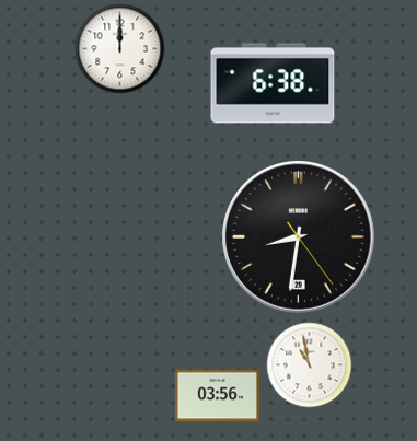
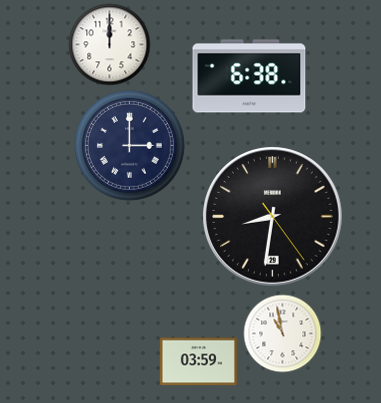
clock at (130, 146): none -> 3:00
clock at (217, 396): 03:56 -> 03:59
